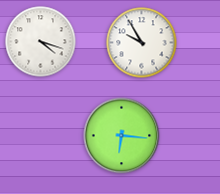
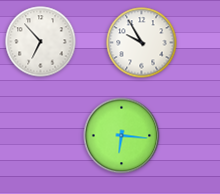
clock at (41, 42): 4:18 -> 6:53
